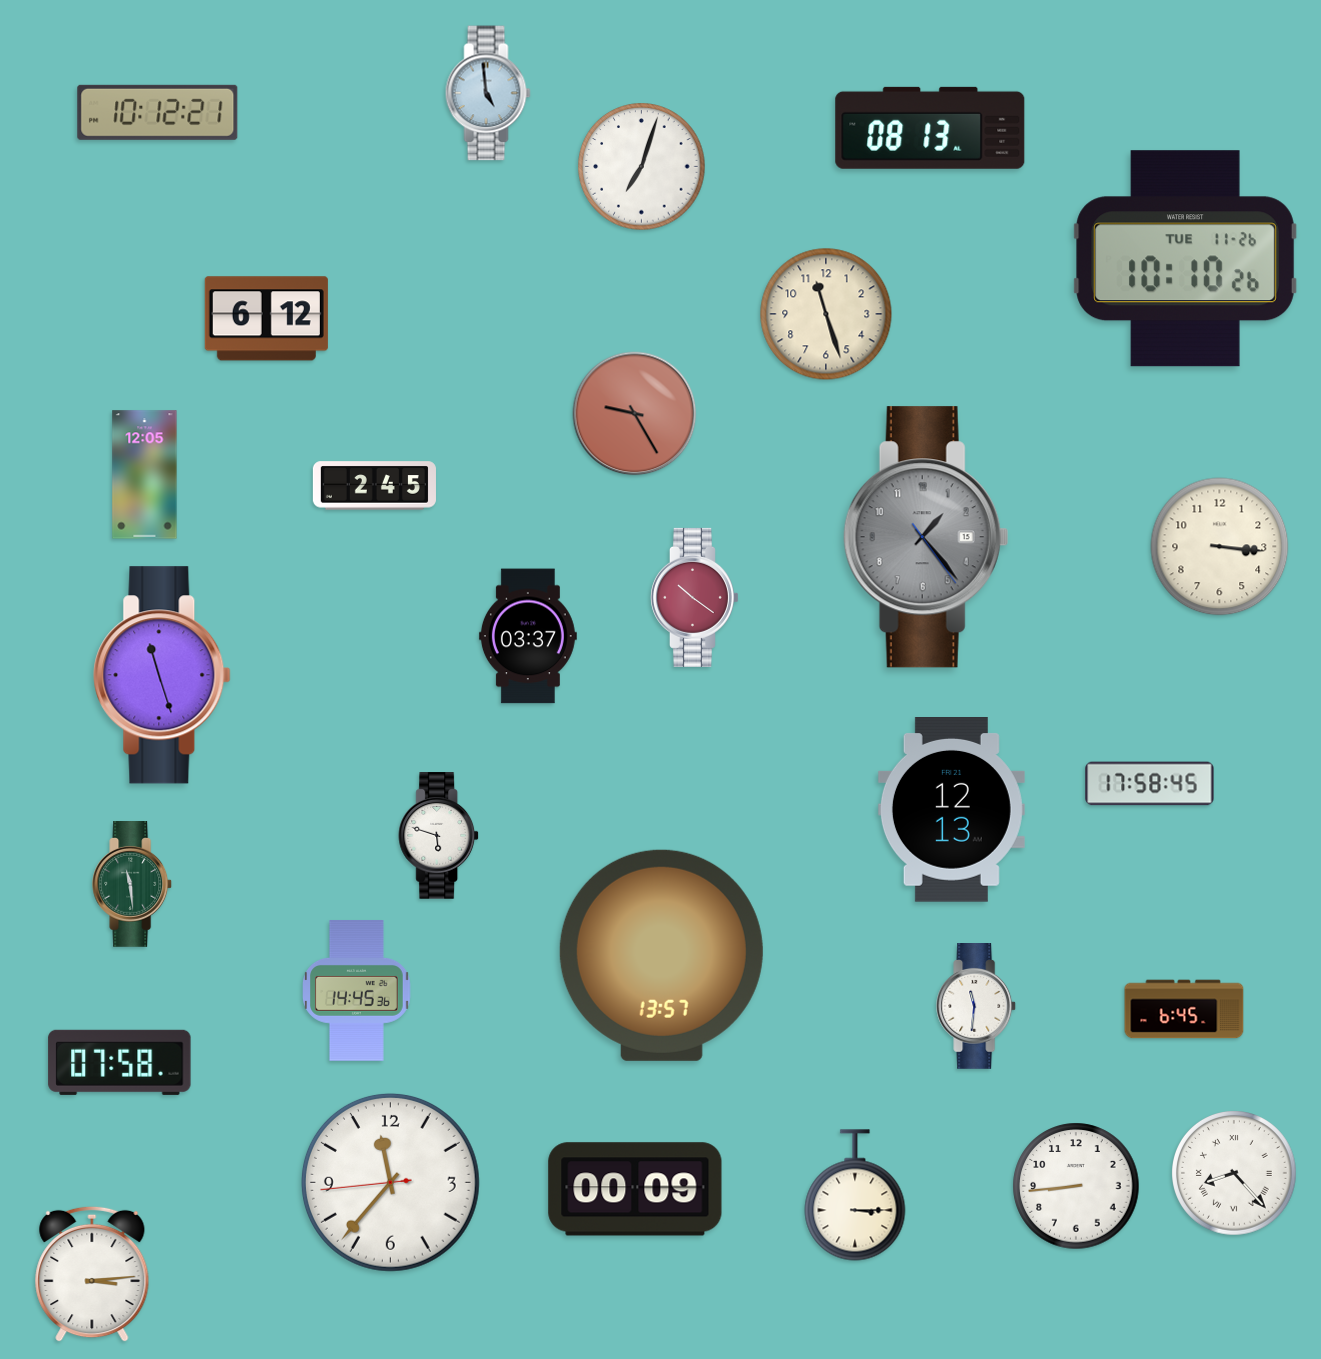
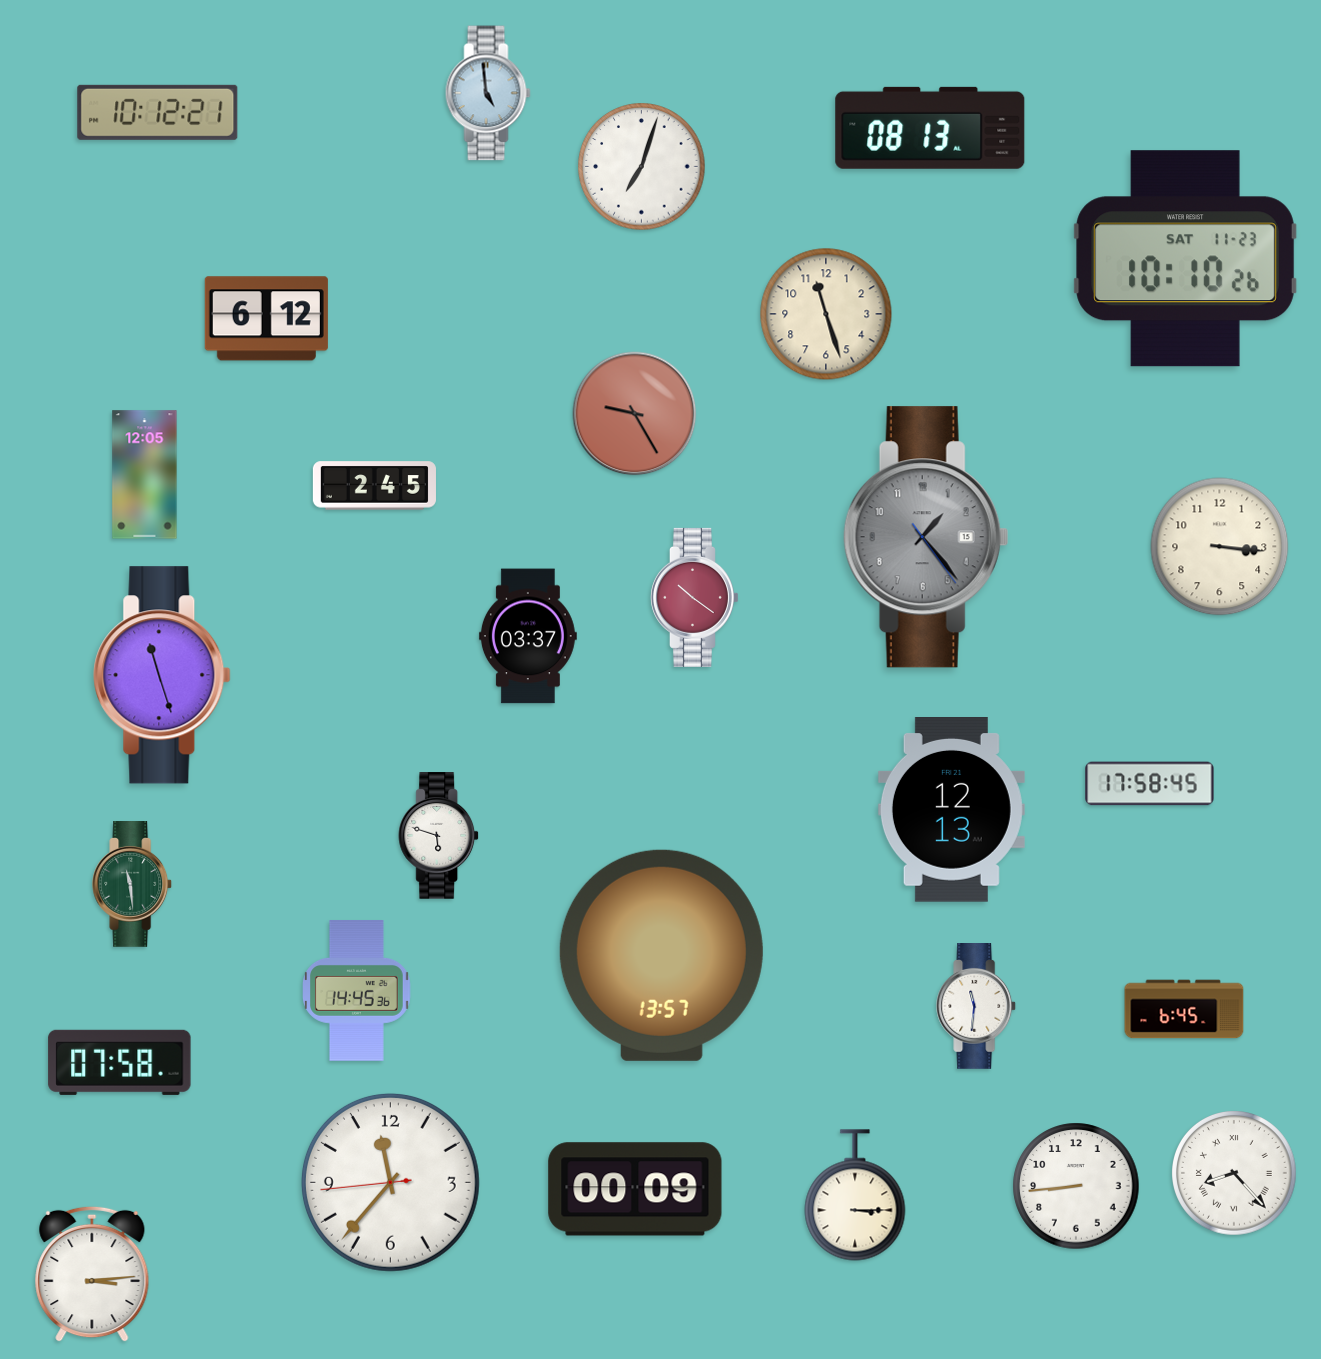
clock at (1185, 259) date: TUE 11-26 -> SAT 11-23
